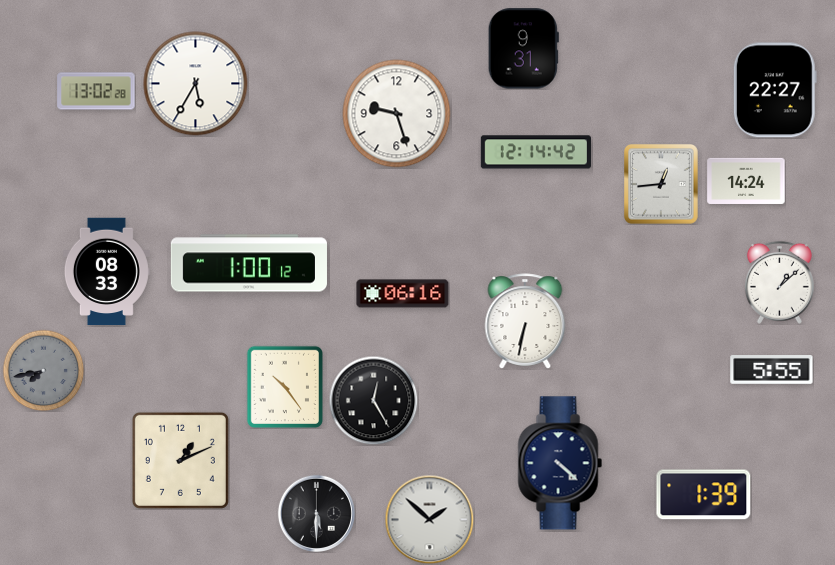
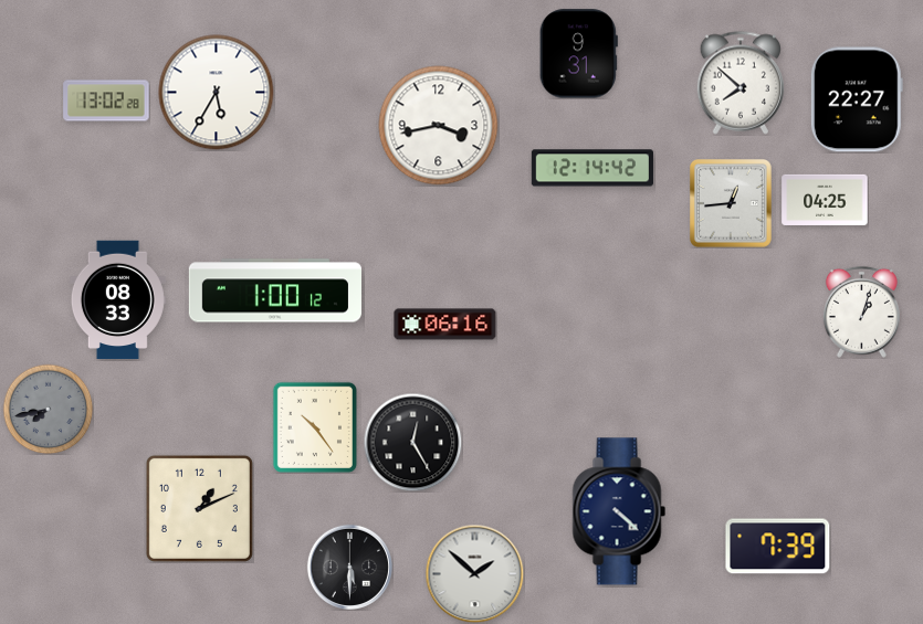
clock at (740, 83): none -> 7:52
clock at (397, 114): 9:27 -> 3:43
clock at (746, 181): 14:24 -> 04:25
clock at (779, 282): 1:08 -> 1:03
clock at (525, 321): 6:32 -> none
clock at (772, 370): 5:55 -> none
clock at (704, 495): 1:39 -> 7:39
